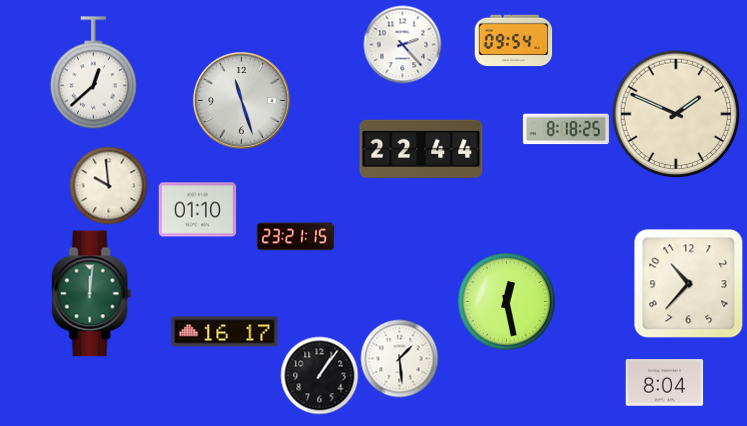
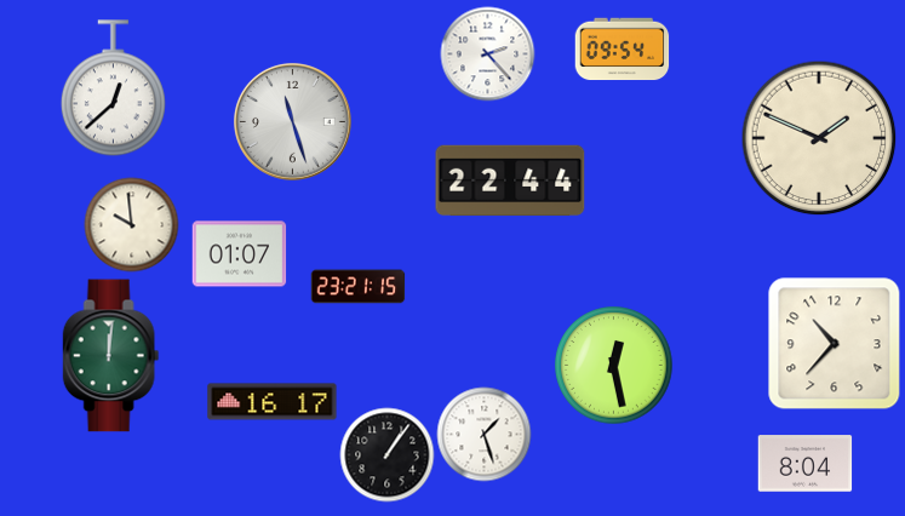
clock at (566, 129): 8:18 -> none
clock at (197, 210): 01:10 -> 01:07
clock at (399, 358): 1:29 -> 1:27
